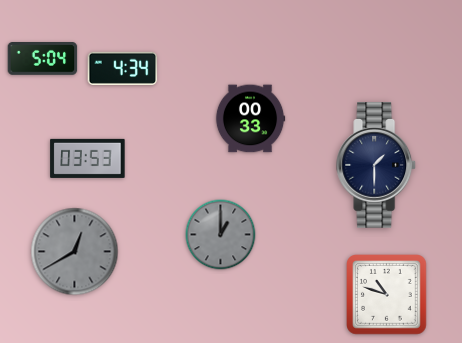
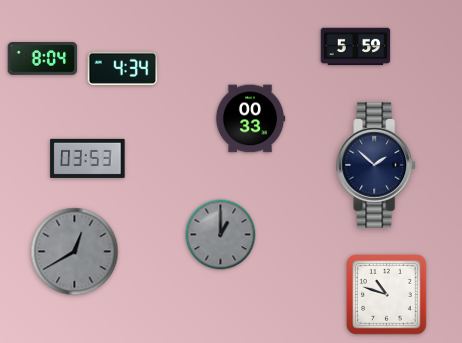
clock at (356, 47): none -> 5:59
clock at (43, 59): 5:04 -> 8:04
clock at (377, 165): 1:30 -> 1:52
